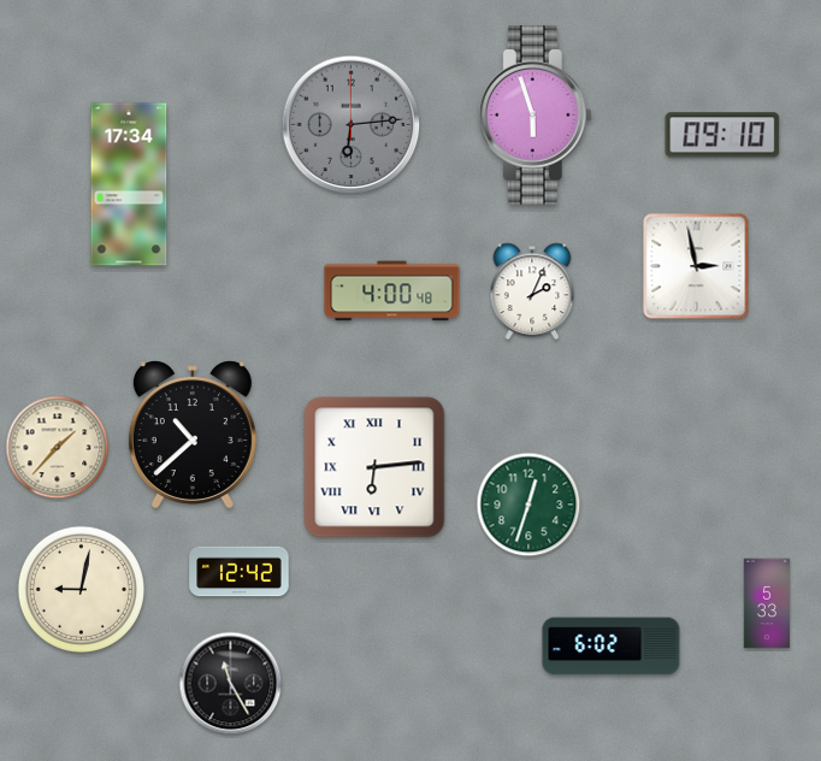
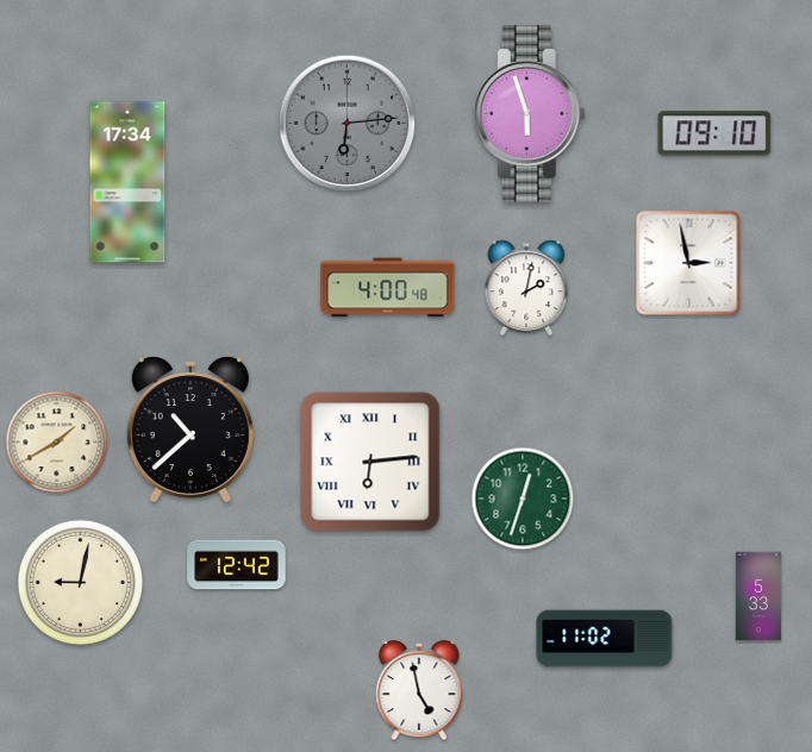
clock at (532, 291): 2:04 -> 2:02
clock at (58, 448): 1:37 -> 1:40
clock at (612, 647): 6:02 -> 11:02
clock at (231, 684): 11:25 -> none
clock at (419, 690): none -> 4:58
